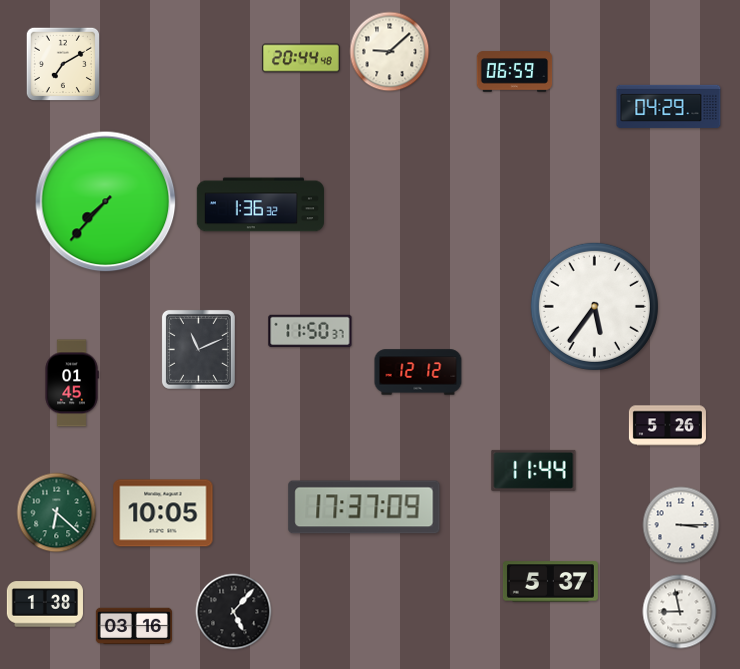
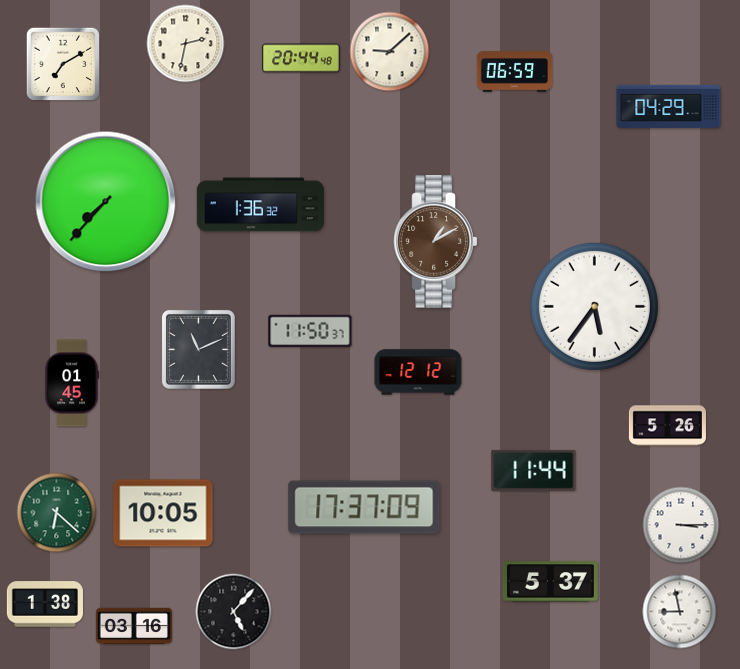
clock at (186, 44): none -> 2:32
clock at (436, 242): none -> 1:10
